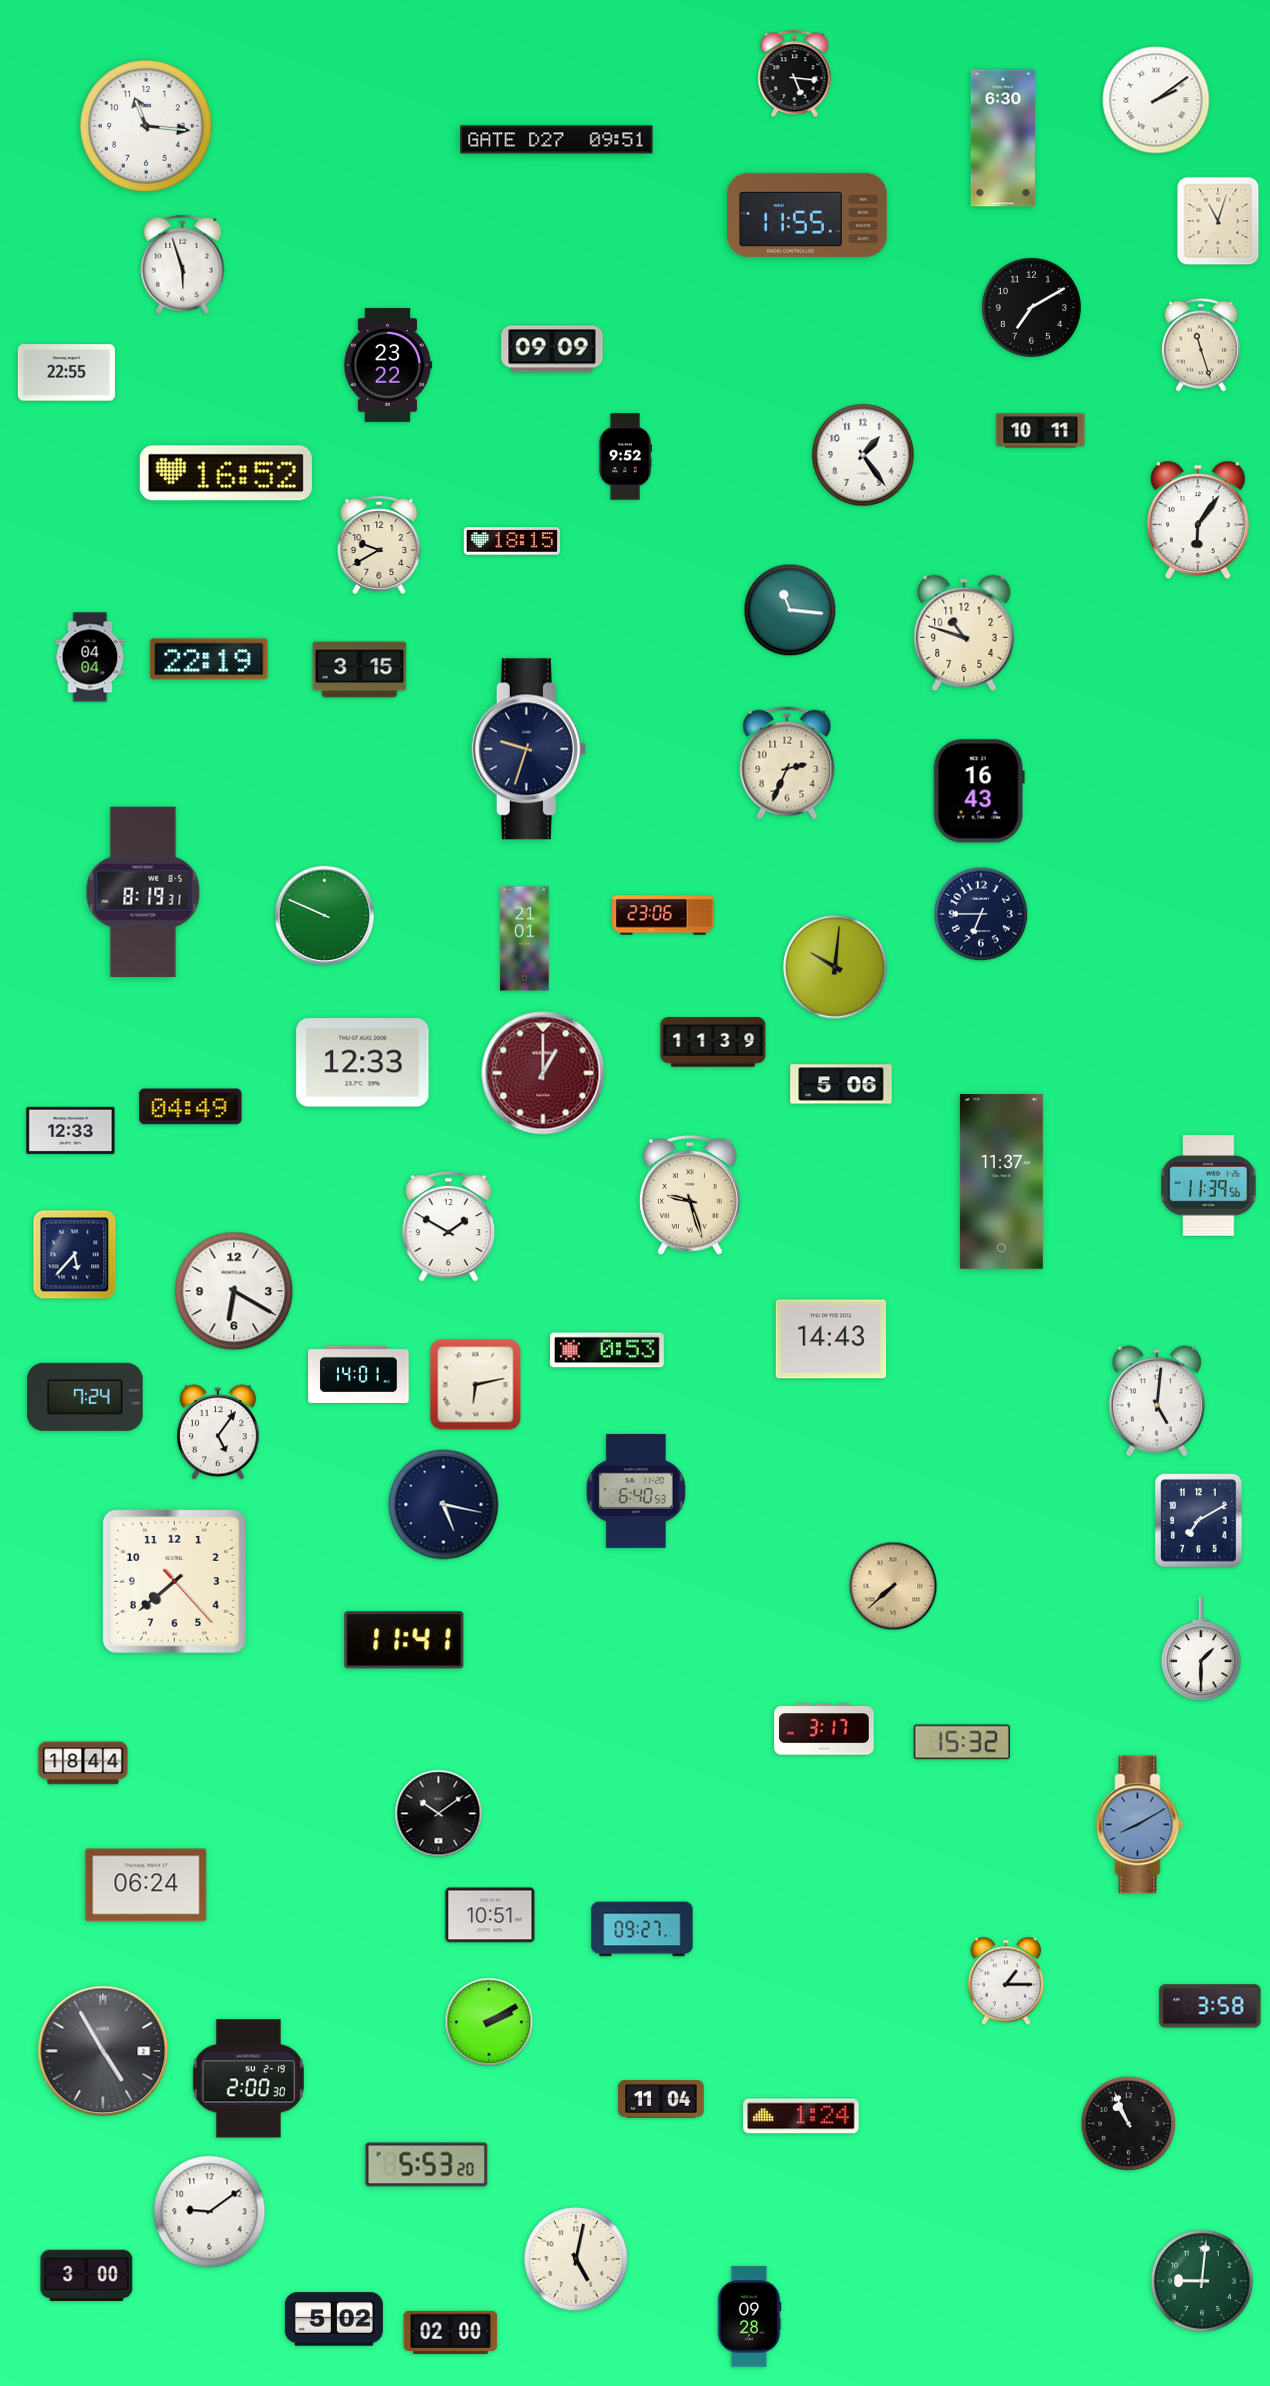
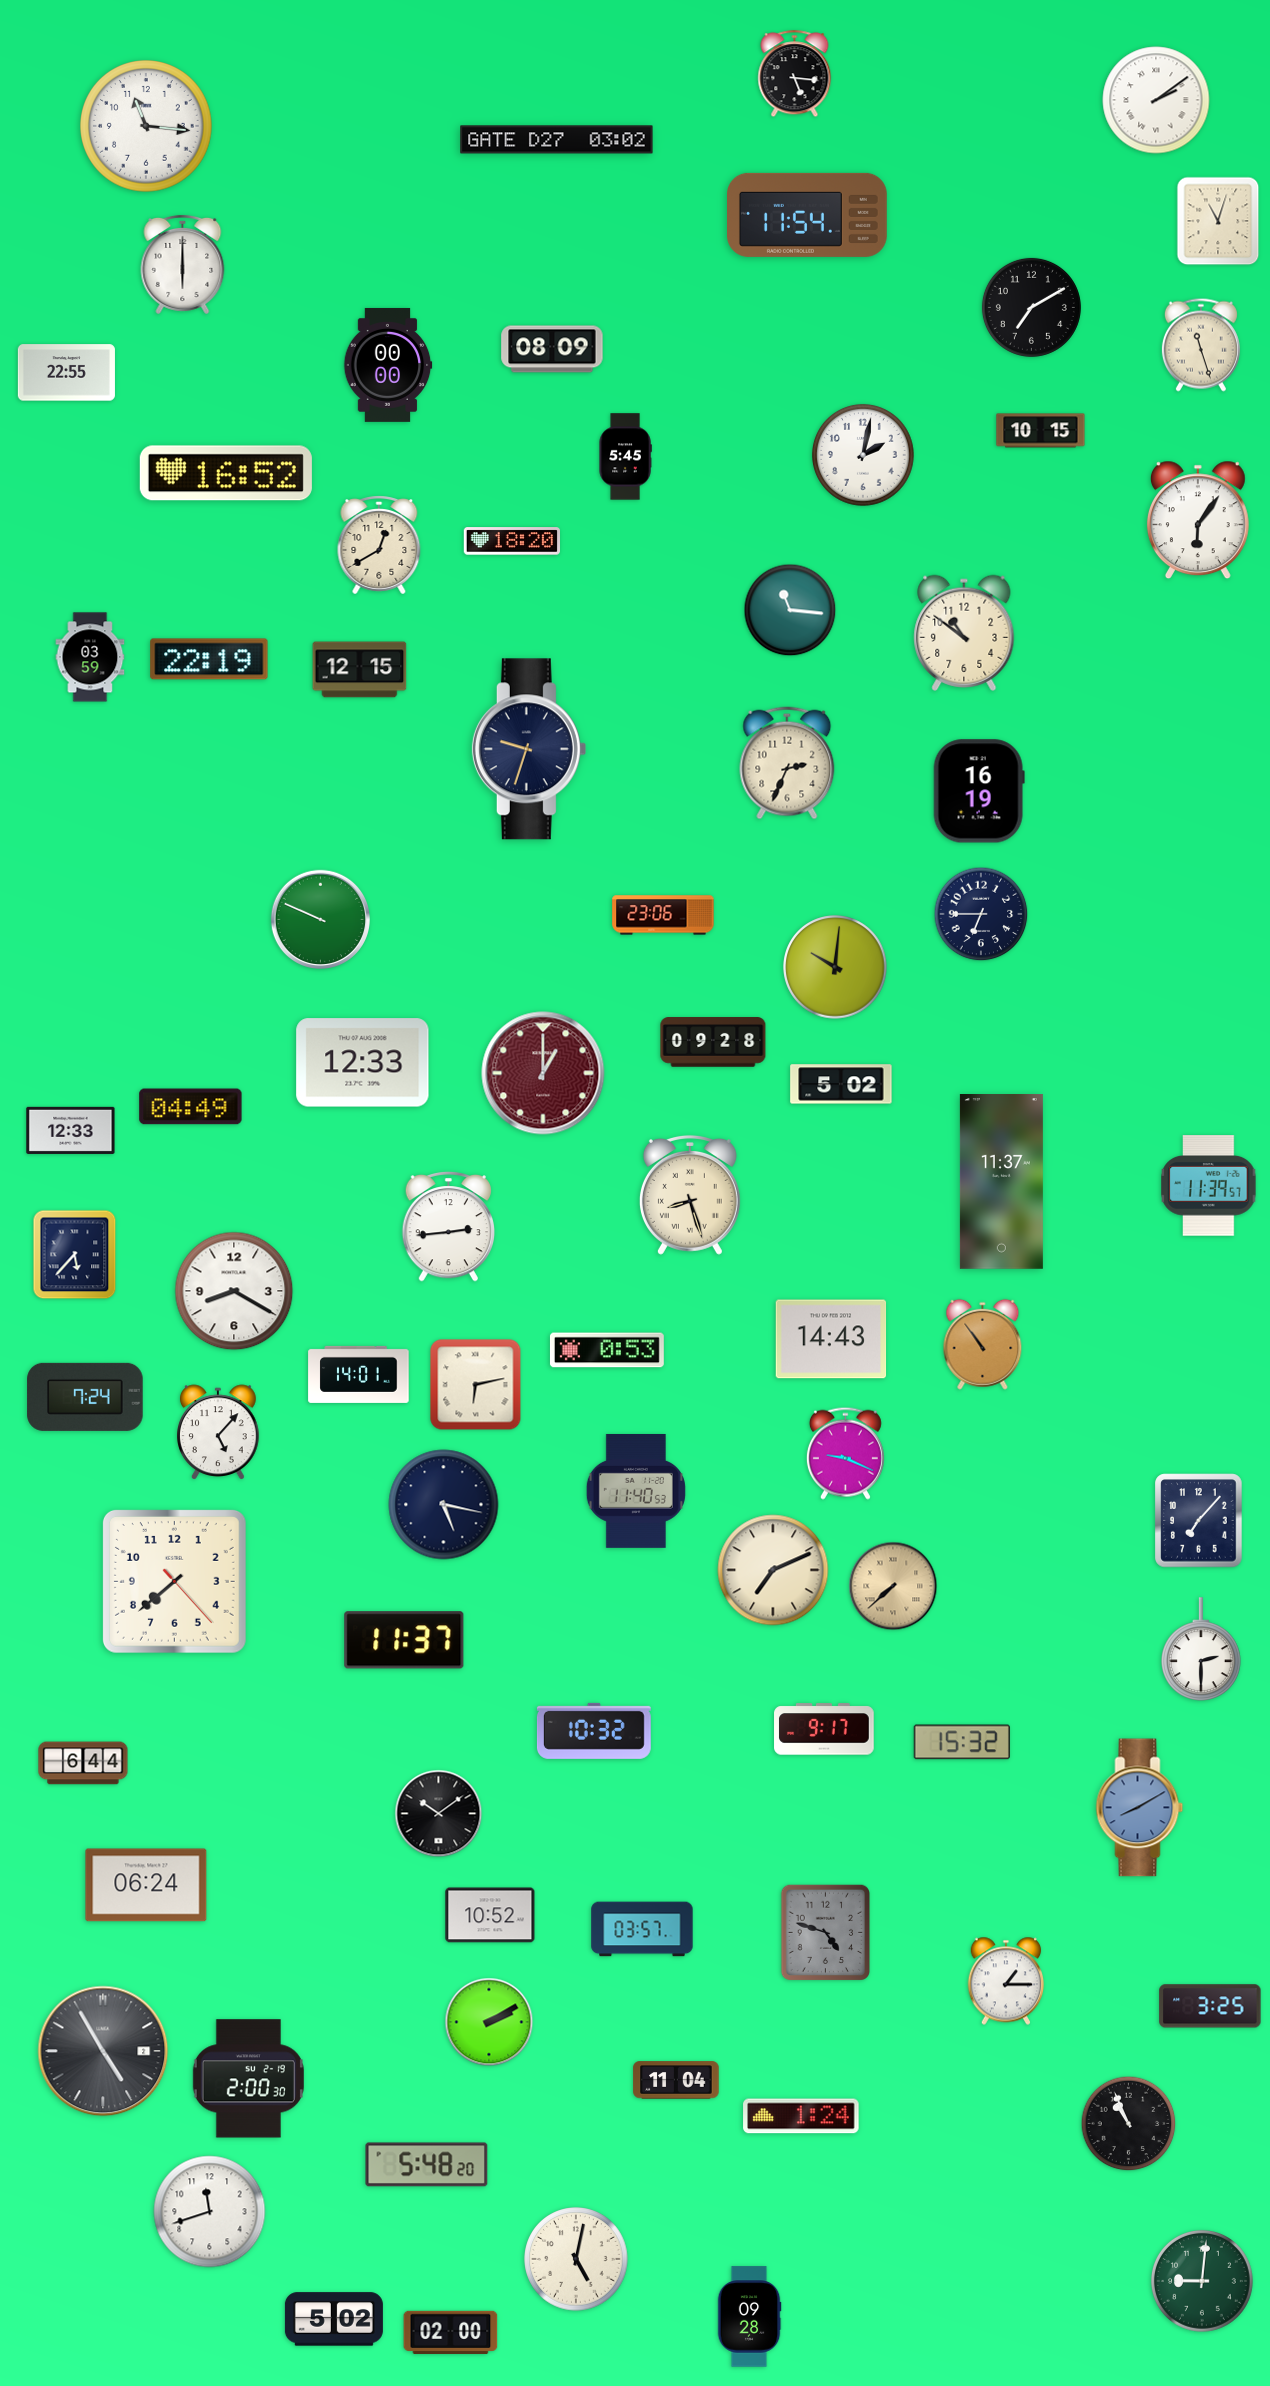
clock at (1003, 138): 6:30 -> none
clock at (557, 140): 09:51 -> 03:02
clock at (808, 215): 11:55 -> 11:54
clock at (183, 264): 5:57 -> 6:00
clock at (552, 349): 09:09 -> 08:09
clock at (388, 365): 23:22 -> 00:00
clock at (1041, 431): 10:11 -> 10:15
clock at (863, 455): 1:24 -> 2:02
clock at (625, 457): 9:52 -> 5:45
clock at (511, 541): 18:15 -> 18:20
clock at (379, 545): 9:40 -> 12:40
clock at (964, 633): 10:48 -> 10:51
clock at (90, 657): 04:04 -> 03:59
clock at (360, 670): 3:15 -> 12:15
clock at (979, 791): 16:43 -> 16:19
clock at (143, 892): 8:19 -> none
clock at (324, 915) position: (324, 915) -> (320, 919)
clock at (525, 939): 21:01 -> none
clock at (713, 1042): 11:39 -> 09:28
clock at (841, 1084): 5:06 -> 5:02
clock at (1209, 1186): 11:39:56 -> 11:39:57
clock at (690, 1195): 9:27 -> 8:27
clock at (448, 1227): 1:50 -> 2:44
clock at (234, 1291): 6:20 -> 8:20
clock at (983, 1344): none -> 10:54
clock at (1157, 1401): 5:01 -> none
clock at (219, 1432): 5:06 -> 5:07
clock at (845, 1453): none -> 9:19
clock at (636, 1491): 6:40 -> 11:40
clock at (1199, 1521): 7:10 -> 7:07
clock at (773, 1570): none -> 7:11
clock at (404, 1640): 11:41 -> 11:37
clock at (1202, 1649): 1:30 -> 2:30
clock at (824, 1729): 3:17 -> 9:17
clock at (594, 1731): none -> 10:32
clock at (83, 1763): 18:44 -> 6:44
clock at (1140, 1825) position: (1140, 1825) -> (1140, 1808)
clock at (490, 1915): 10:51 -> 10:52
clock at (642, 1929): 09:27 -> 03:57
clock at (825, 1933): none -> 4:48
clock at (1210, 2006): 3:58 -> 3:25
clock at (661, 2099) position: (661, 2099) -> (676, 2080)
clock at (427, 2165): 5:53 -> 5:48
clock at (210, 2212): 9:09 -> 11:42
clock at (87, 2276): 3:00 -> none
